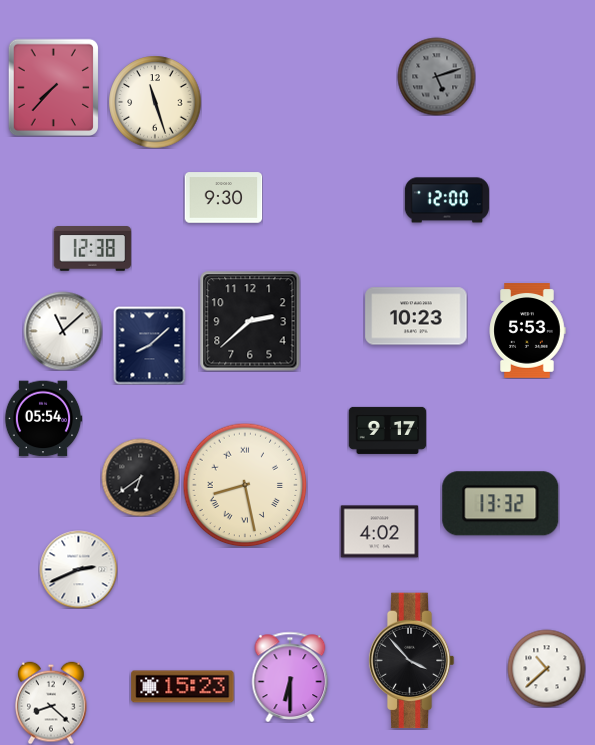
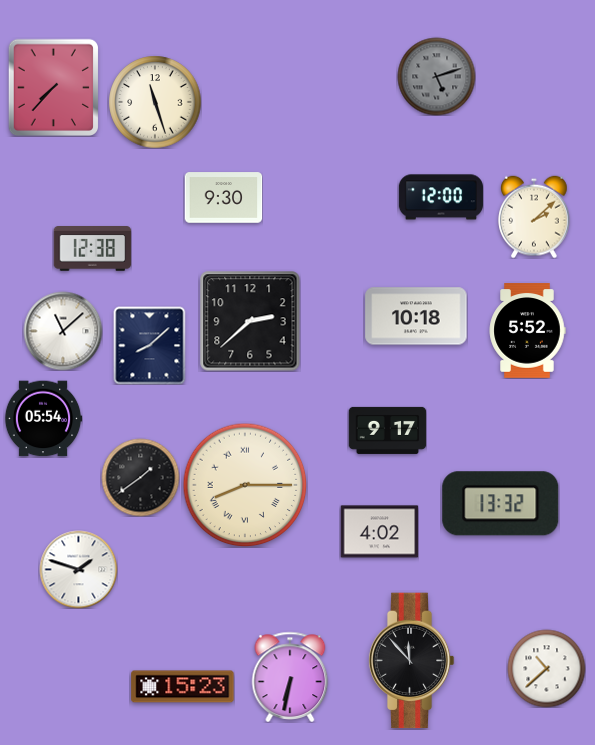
clock at (447, 200) position: (447, 200) -> (441, 197)
clock at (534, 217): none -> 2:08
clock at (416, 316): 10:23 -> 10:18
clock at (527, 331): 5:53 -> 5:52
clock at (140, 477): 6:39 -> 1:39
clock at (245, 485): 8:28 -> 8:15
clock at (78, 569): 2:41 -> 1:48
clock at (411, 661): 3:53 -> 11:53
clock at (290, 677): 6:30 -> 6:32
clock at (51, 703): 8:22 -> none
